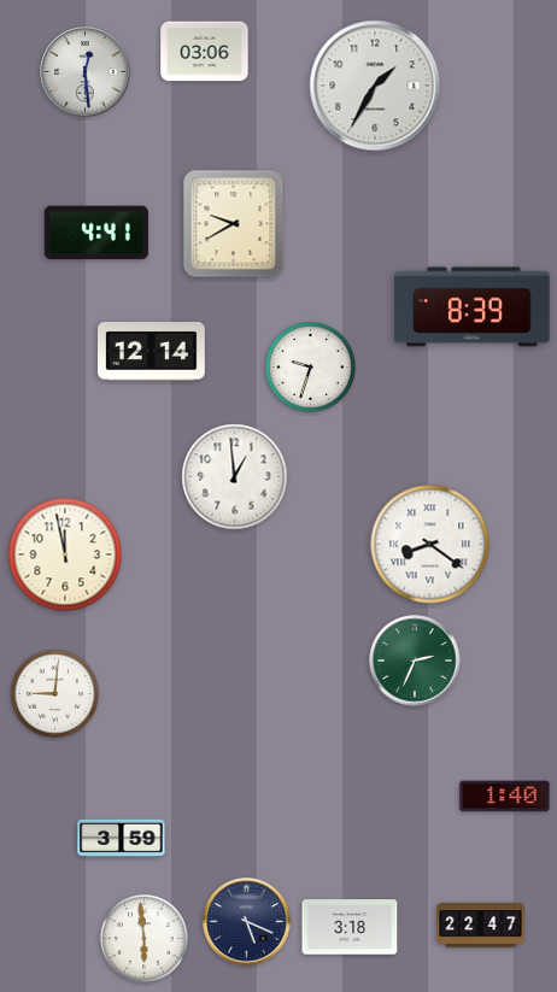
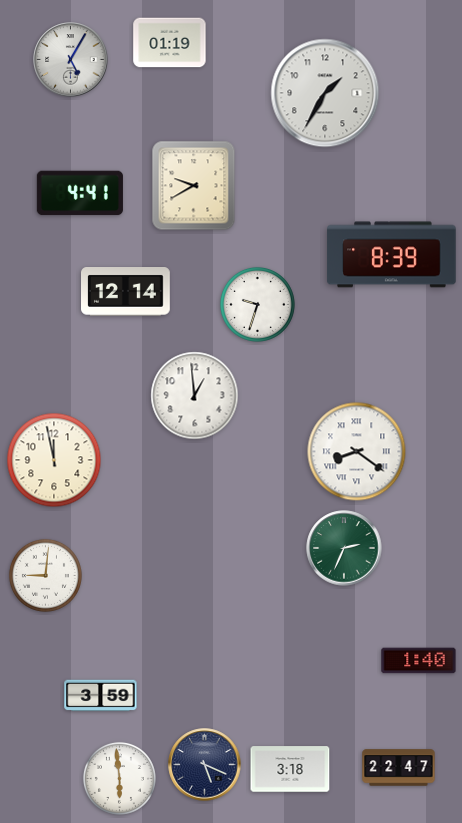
clock at (205, 52): 03:06 -> 01:19
clock at (86, 72): 12:29 -> 5:05
clock at (375, 86) position: (375, 86) -> (325, 93)
